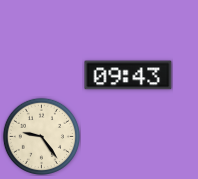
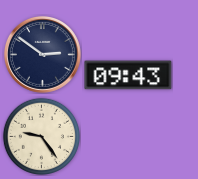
clock at (42, 54): none -> 2:51
